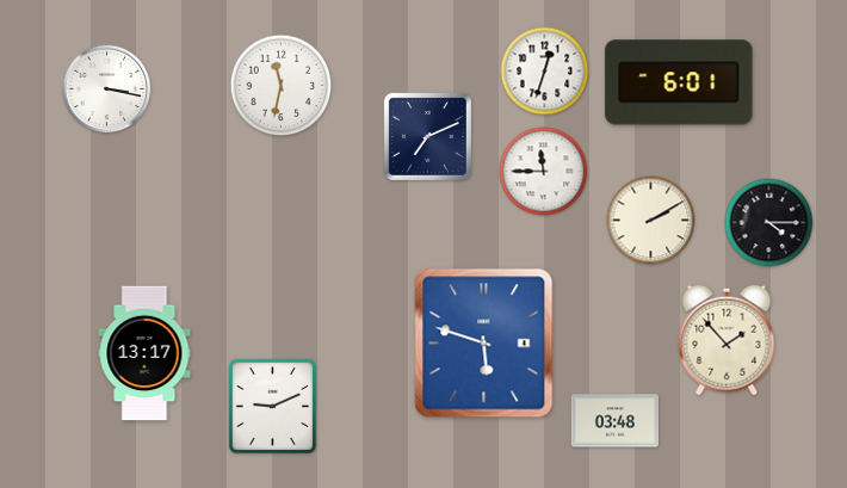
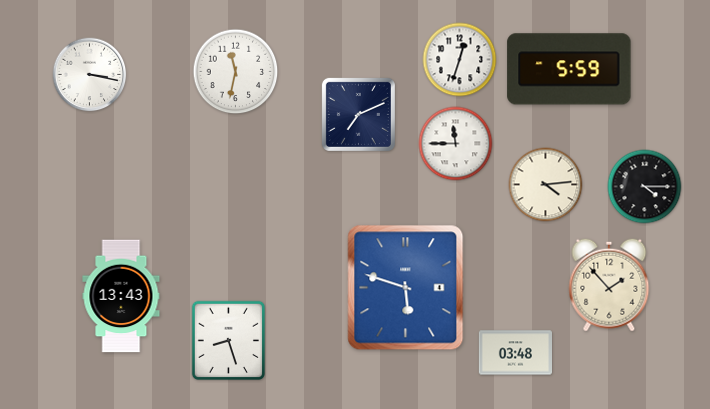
clock at (545, 72) position: (545, 72) -> (460, 60)
clock at (679, 82): 6:01 -> 5:59
clock at (651, 221): 2:10 -> 4:14
clock at (144, 353): 13:17 -> 13:43
clock at (272, 407): 9:11 -> 8:27
